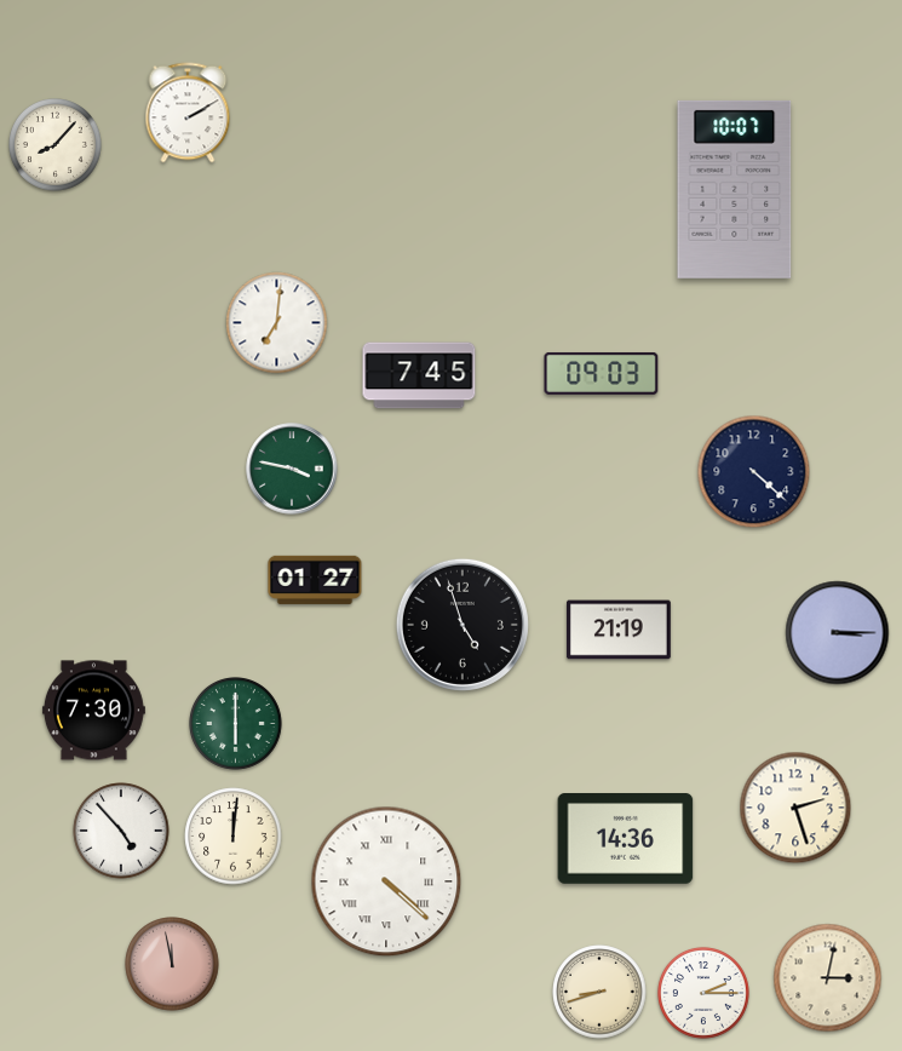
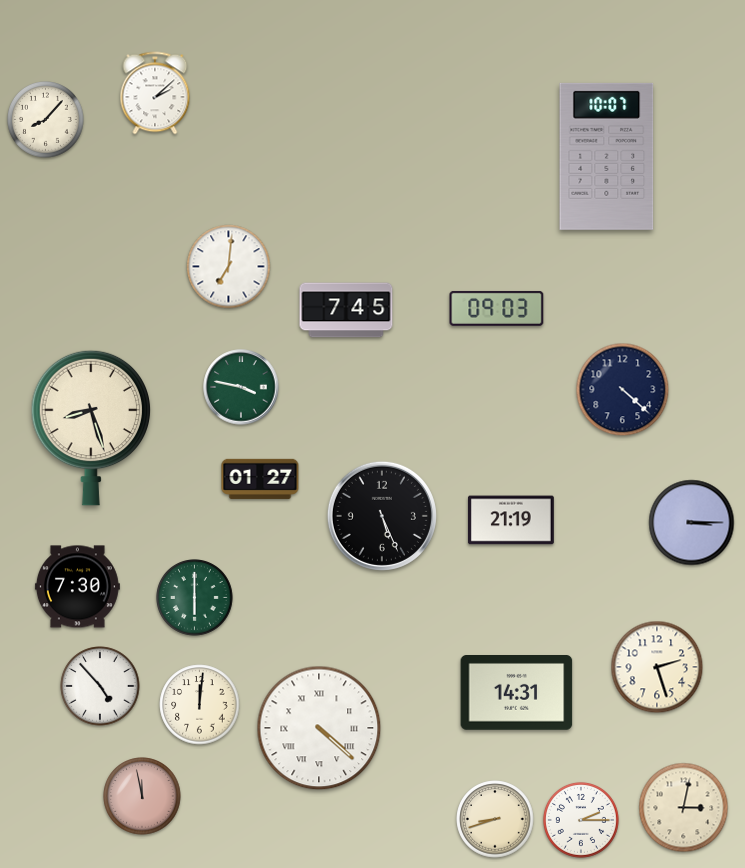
clock at (188, 113): 2:10 -> 2:08
clock at (91, 428): none -> 8:27
clock at (463, 625): 4:57 -> 5:26
clock at (234, 837) position: (234, 837) -> (200, 705)
clock at (626, 839): 14:36 -> 14:31
